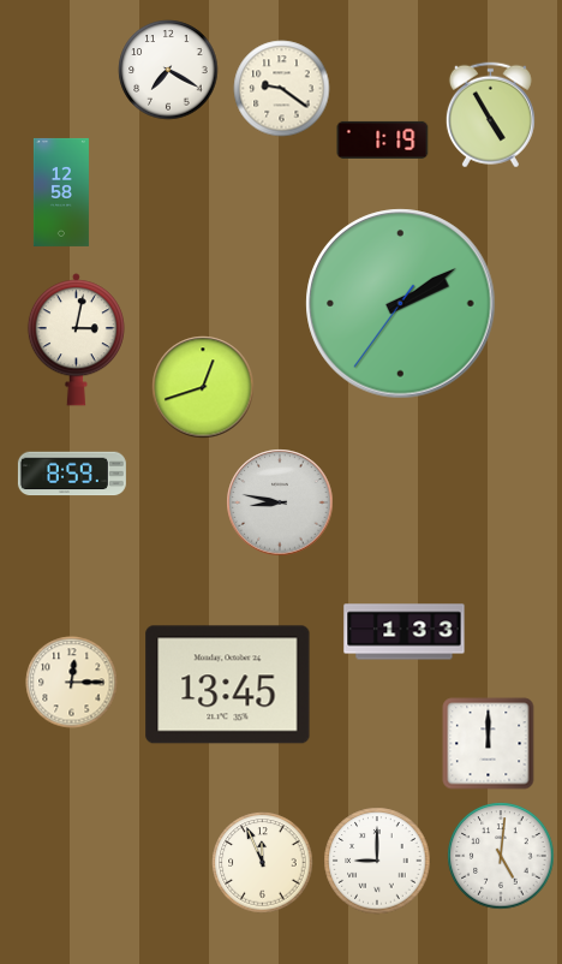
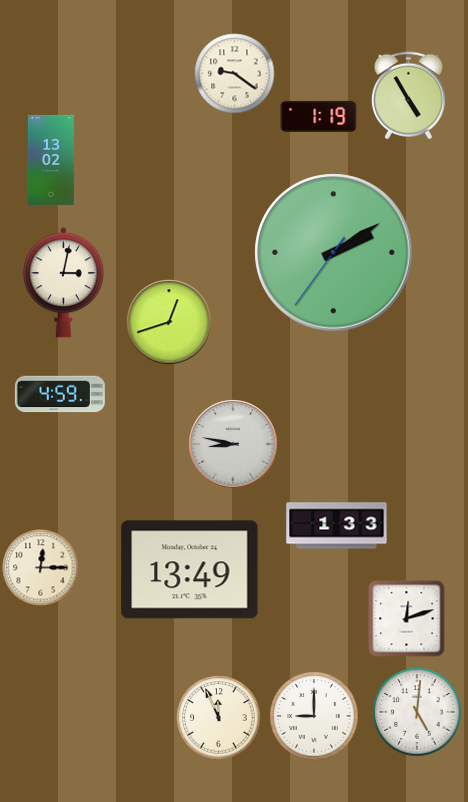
clock at (168, 70): 7:20 -> none
clock at (61, 192): 12:58 -> 13:02
clock at (72, 474): 8:59 -> 4:59
clock at (280, 502) position: (280, 502) -> (233, 444)
clock at (72, 683) position: (72, 683) -> (41, 568)
clock at (228, 685): 13:45 -> 13:49
clock at (489, 744): 12:00 -> 12:12
